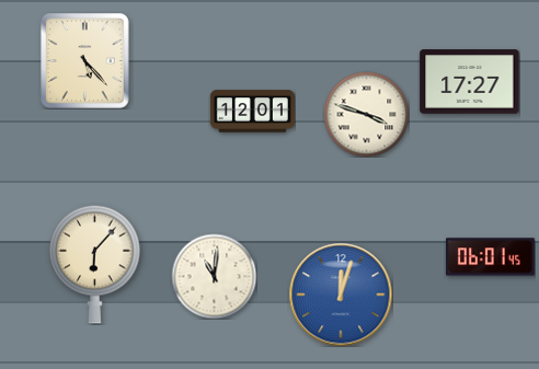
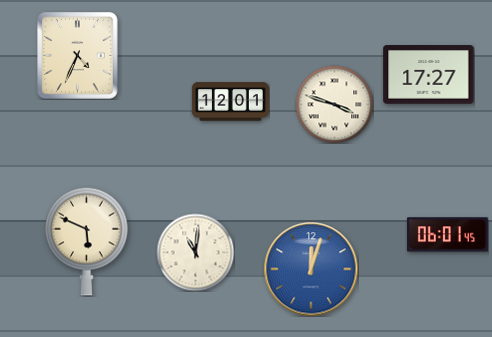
clock at (85, 61): 5:23 -> 4:34
clock at (95, 264): 6:07 -> 5:49
